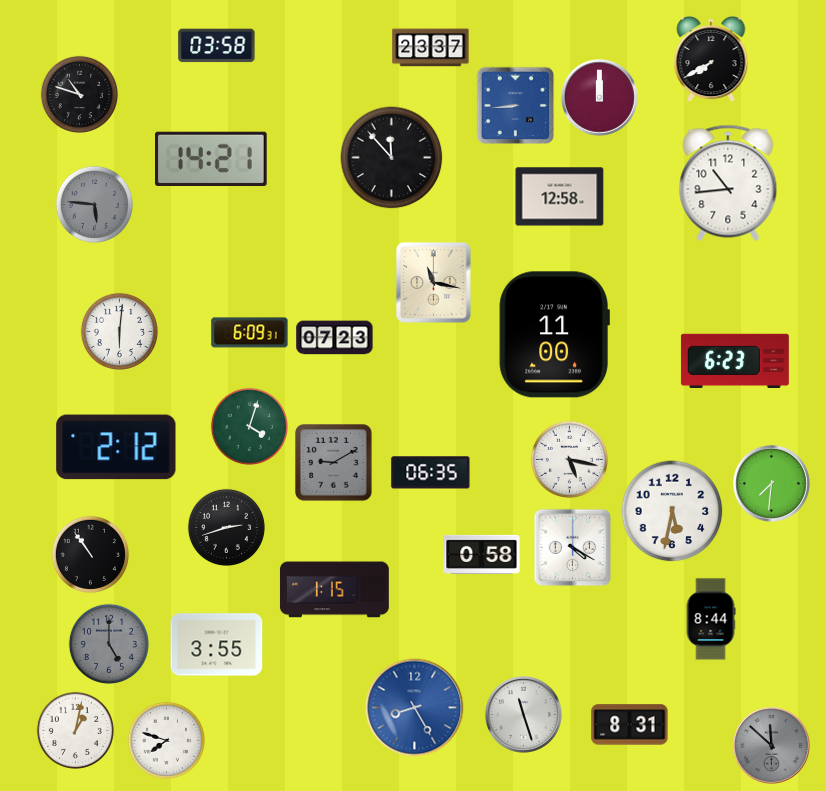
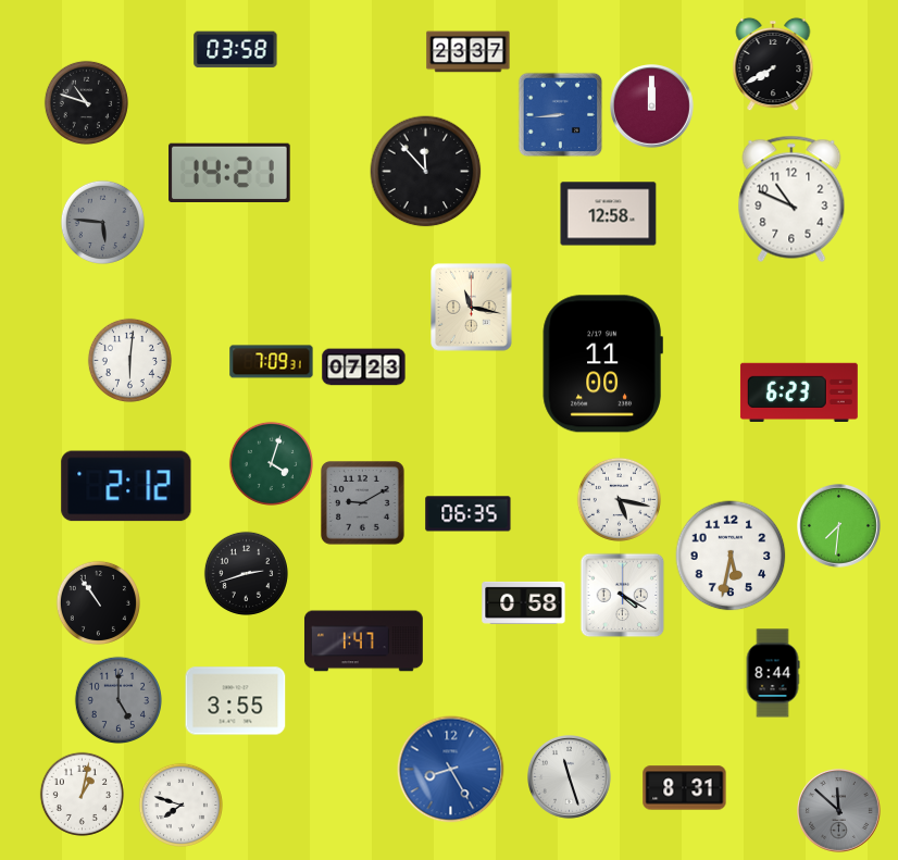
clock at (728, 183): 10:44 -> 10:49
clock at (250, 333): 6:09 -> 7:09
clock at (335, 590): 1:15 -> 1:47
